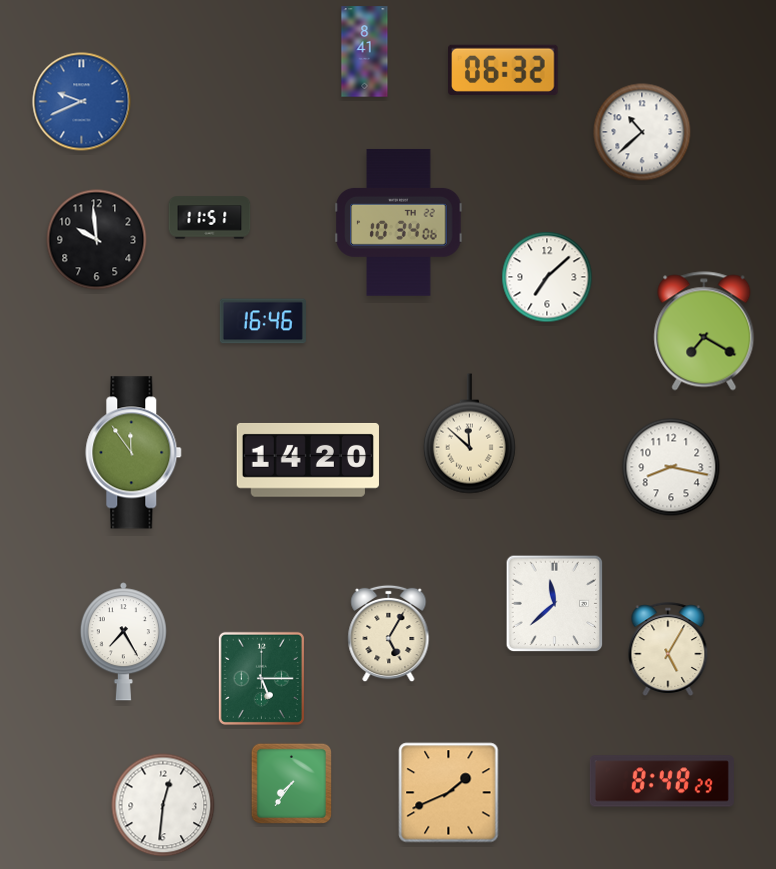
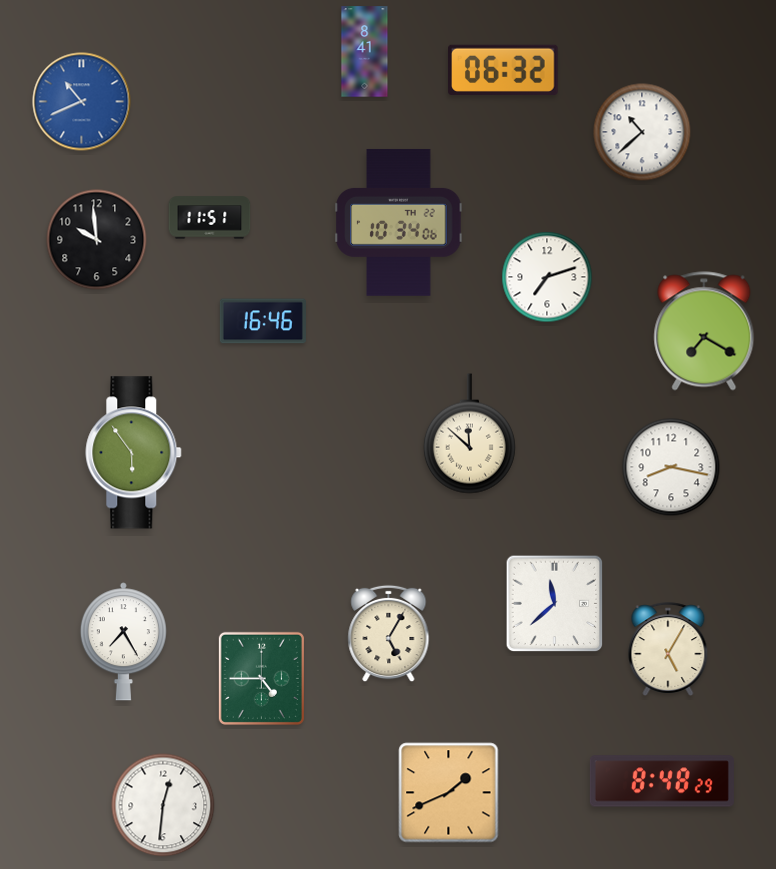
clock at (82, 102): 9:41 -> 10:41
clock at (547, 277): 7:08 -> 7:12
clock at (134, 453): 11:54 -> 5:54
clock at (308, 460): 14:20 -> none
clock at (261, 678): 5:15 -> 4:45
clock at (291, 783): 7:36 -> none
